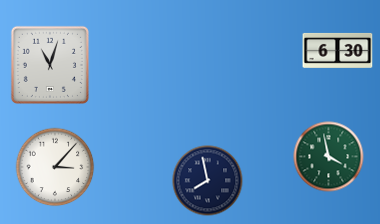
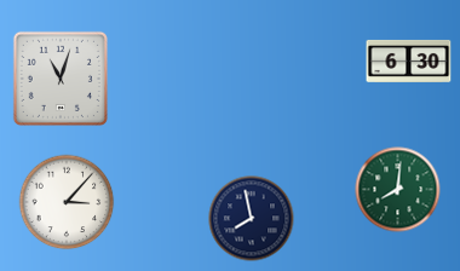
clock at (329, 157): 3:58 -> 8:01
